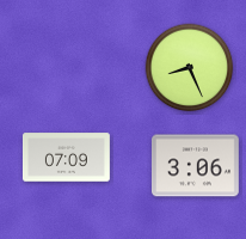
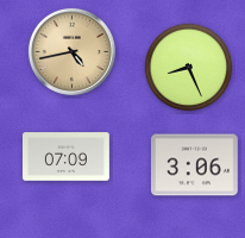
clock at (71, 51): none -> 4:43
